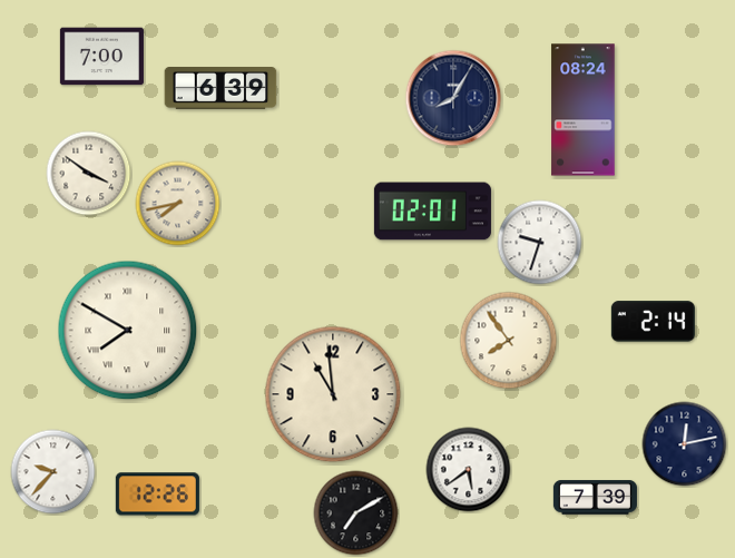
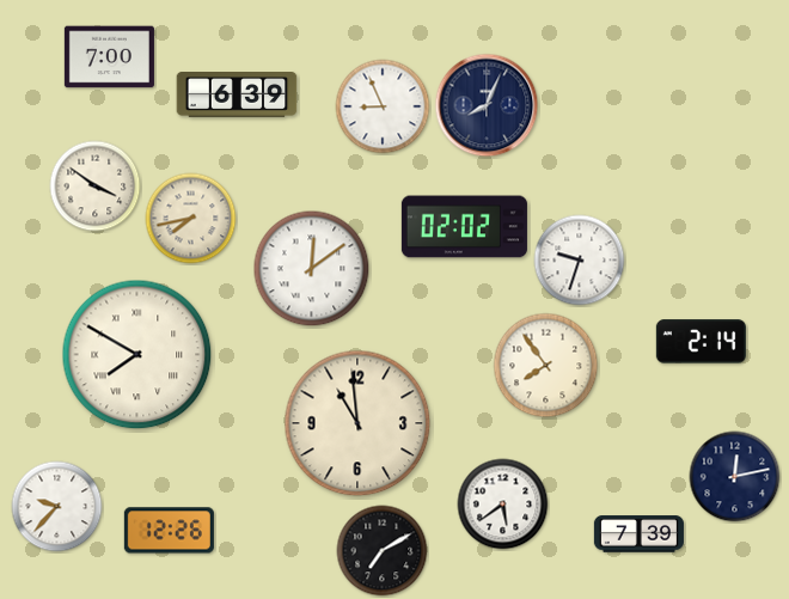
clock at (101, 57) position: (101, 57) -> (109, 57)
clock at (453, 98): 8:05 -> 8:04
clock at (383, 106): none -> 8:56
clock at (584, 110): 08:24 -> none
clock at (432, 212): 02:01 -> 02:02
clock at (312, 269): none -> 12:09
clock at (653, 322) position: (653, 322) -> (701, 342)
